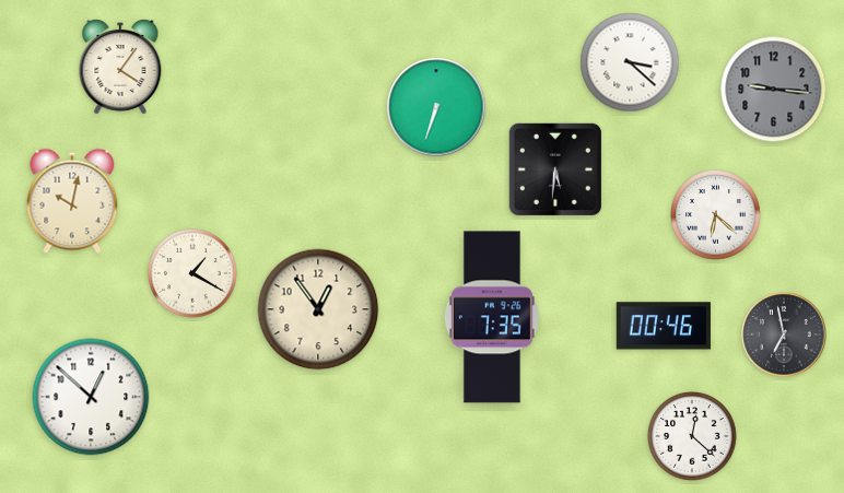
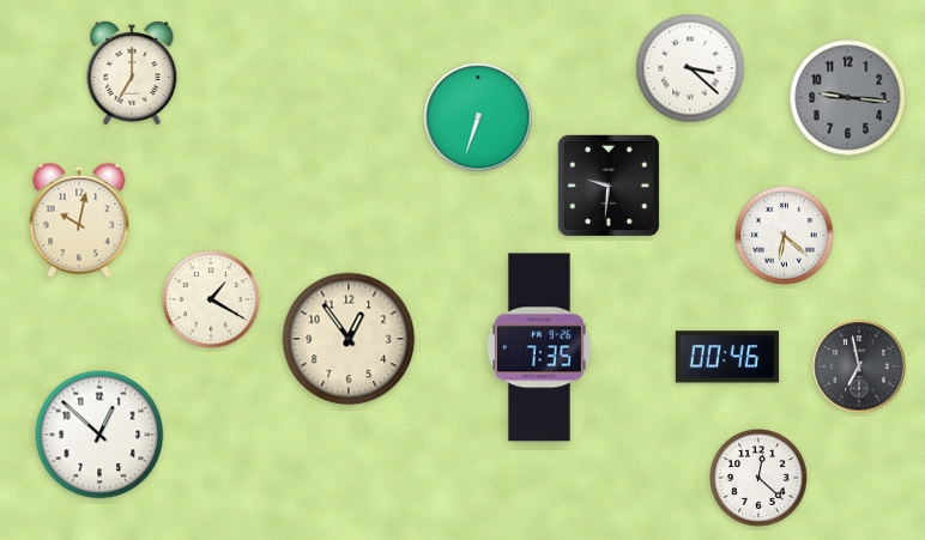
clock at (120, 67): 4:06 -> 7:00
clock at (555, 169): 5:31 -> 9:31
